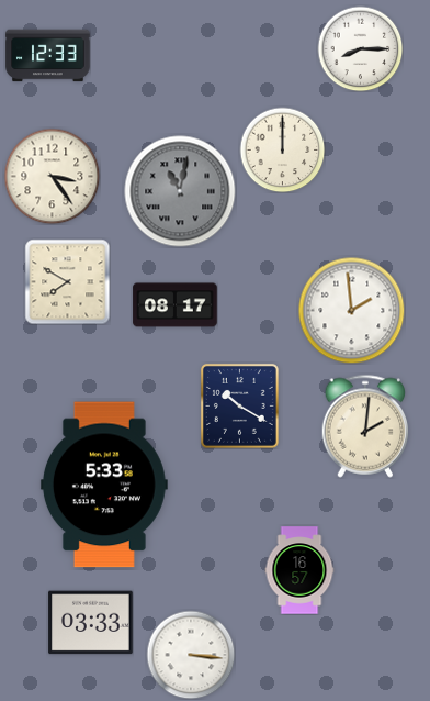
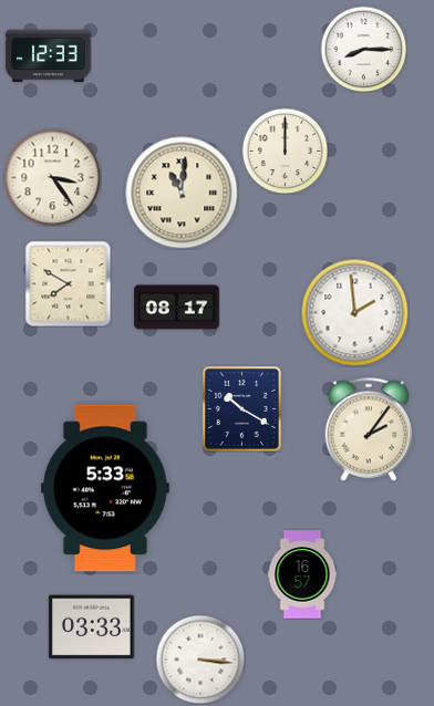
clock at (180, 191): 11:02 -> 11:01
clock at (180, 191) dial: grey -> cream
clock at (365, 426): 2:01 -> 2:06
clock at (191, 655) position: (191, 655) -> (200, 660)
